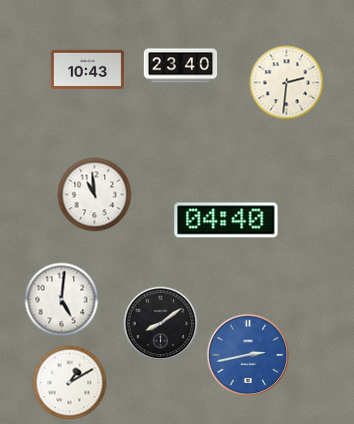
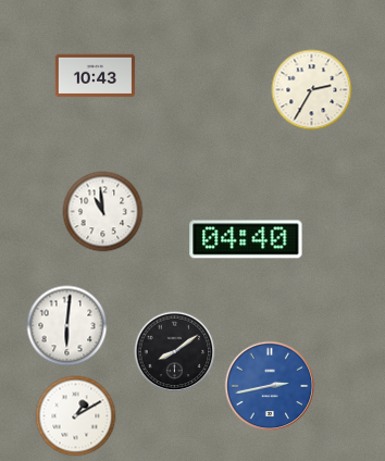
clock at (181, 66): 23:40 -> none
clock at (287, 83): 2:31 -> 2:35
clock at (62, 300): 5:01 -> 6:01
